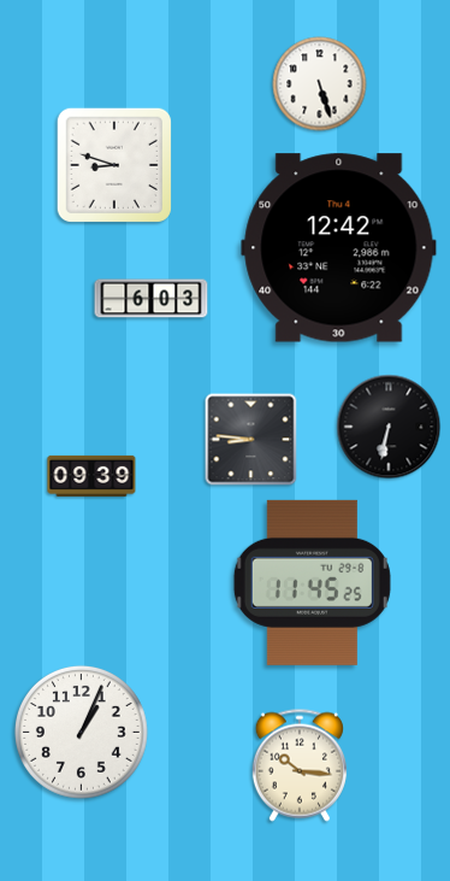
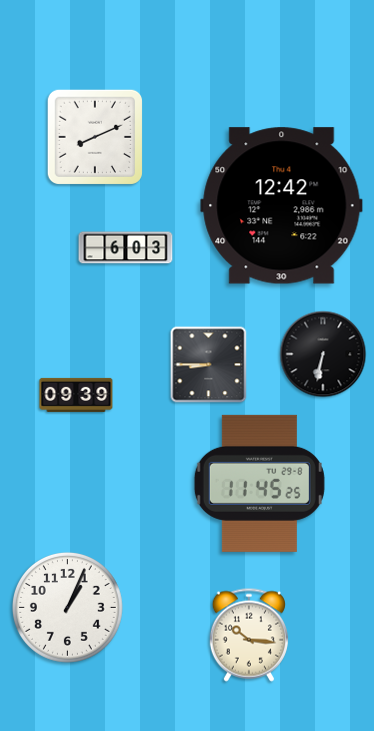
clock at (320, 84): 5:27 -> none
clock at (114, 165): 8:48 -> 8:11
clock at (251, 440): 8:46 -> 8:45
